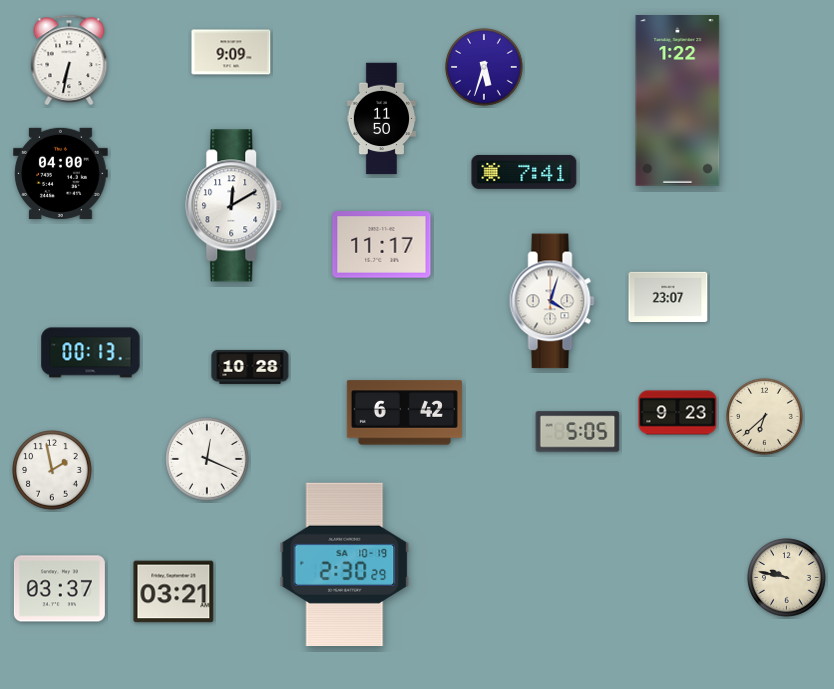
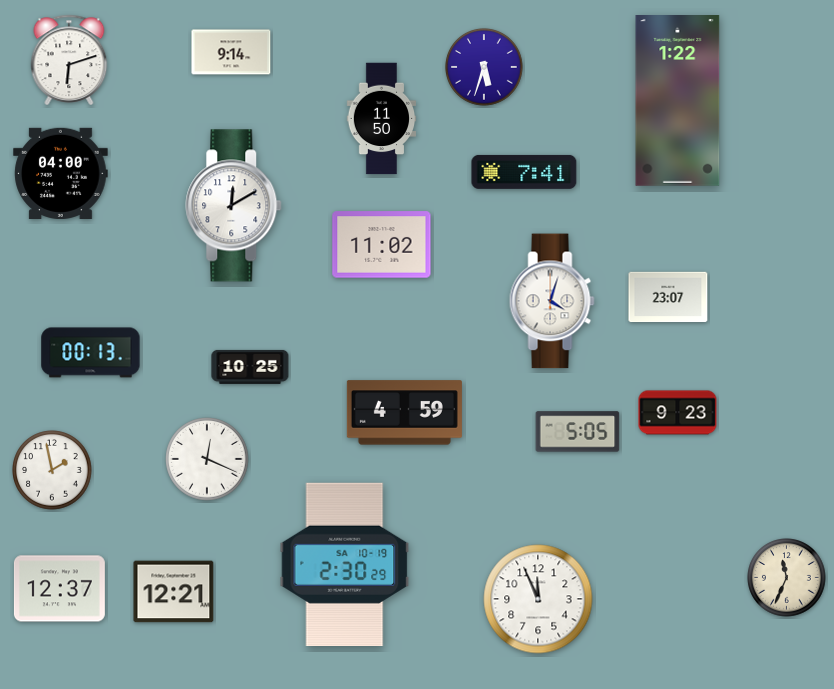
clock at (231, 52): 9:09 -> 9:14
clock at (69, 59): 6:32 -> 6:12
clock at (382, 245): 11:17 -> 11:02
clock at (250, 367): 10:28 -> 10:25
clock at (404, 413): 6:42 -> 4:59
clock at (765, 417): 6:38 -> none
clock at (787, 578): 9:47 -> 11:34
clock at (59, 589): 03:37 -> 12:37
clock at (174, 592): 03:21 -> 12:21
clock at (538, 599): none -> 11:56
